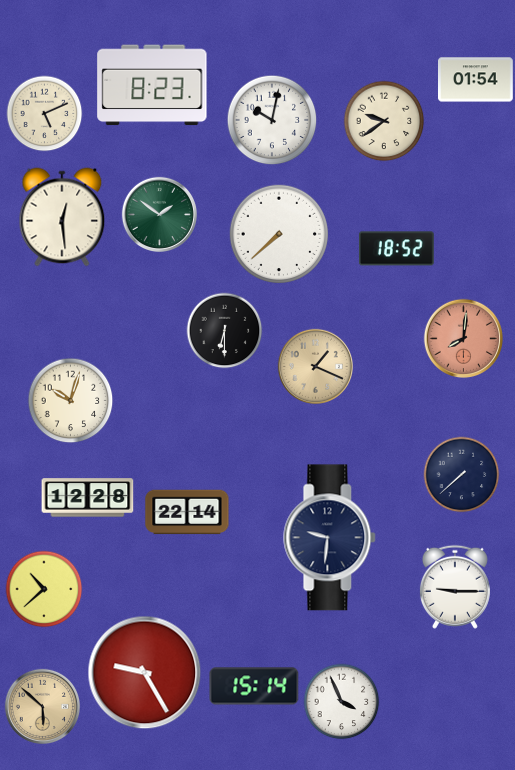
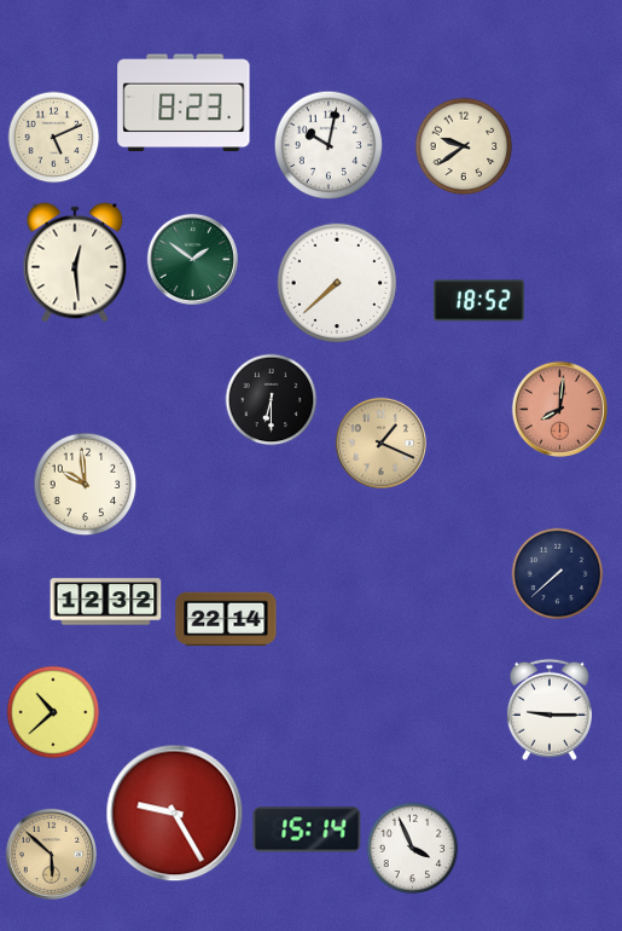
clock at (476, 80): 01:54 -> none
clock at (71, 401): 10:03 -> 9:59
clock at (88, 498): 12:28 -> 12:32
clock at (330, 538): 9:31 -> none
